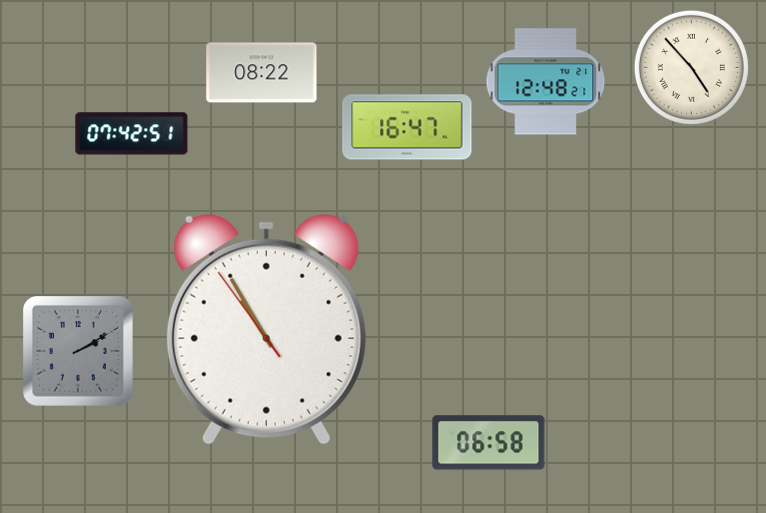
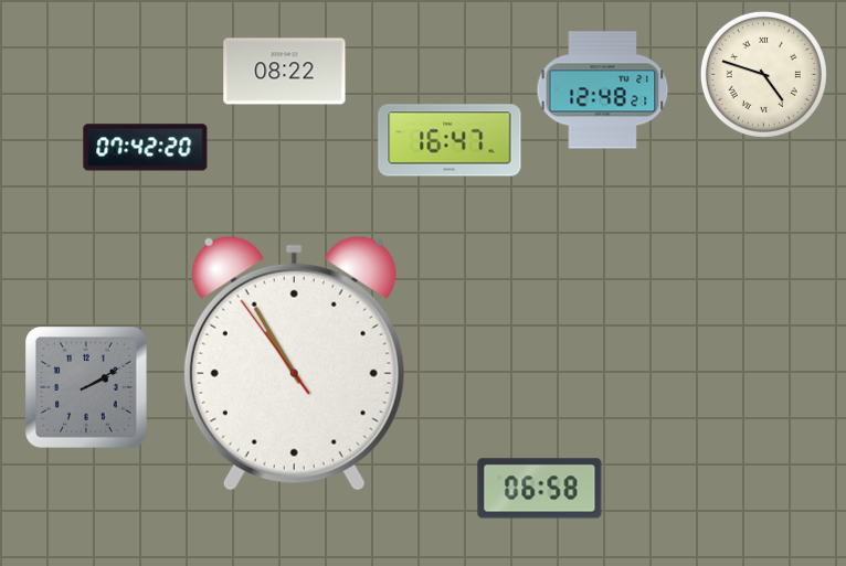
clock at (691, 67): 4:53 -> 4:48
clock at (262, 73) position: (262, 73) -> (285, 72)
clock at (132, 134): 07:42:51 -> 07:42:20
